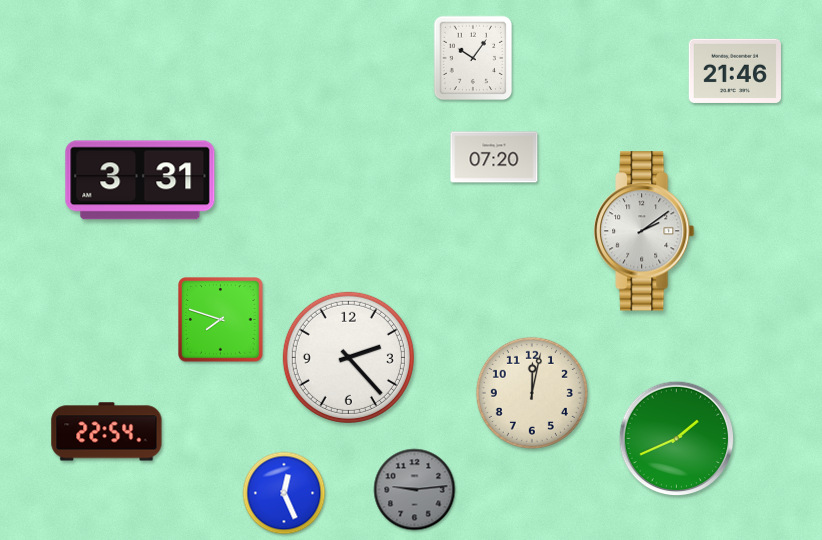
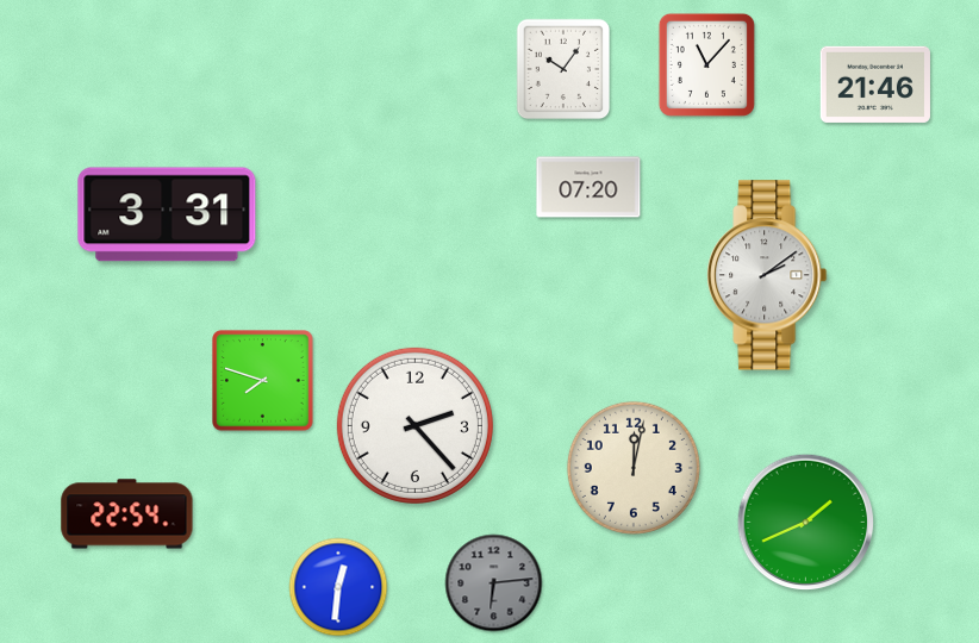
clock at (706, 64): none -> 11:07
clock at (415, 490): 9:14 -> 6:14
clock at (284, 493): 12:26 -> 12:31
